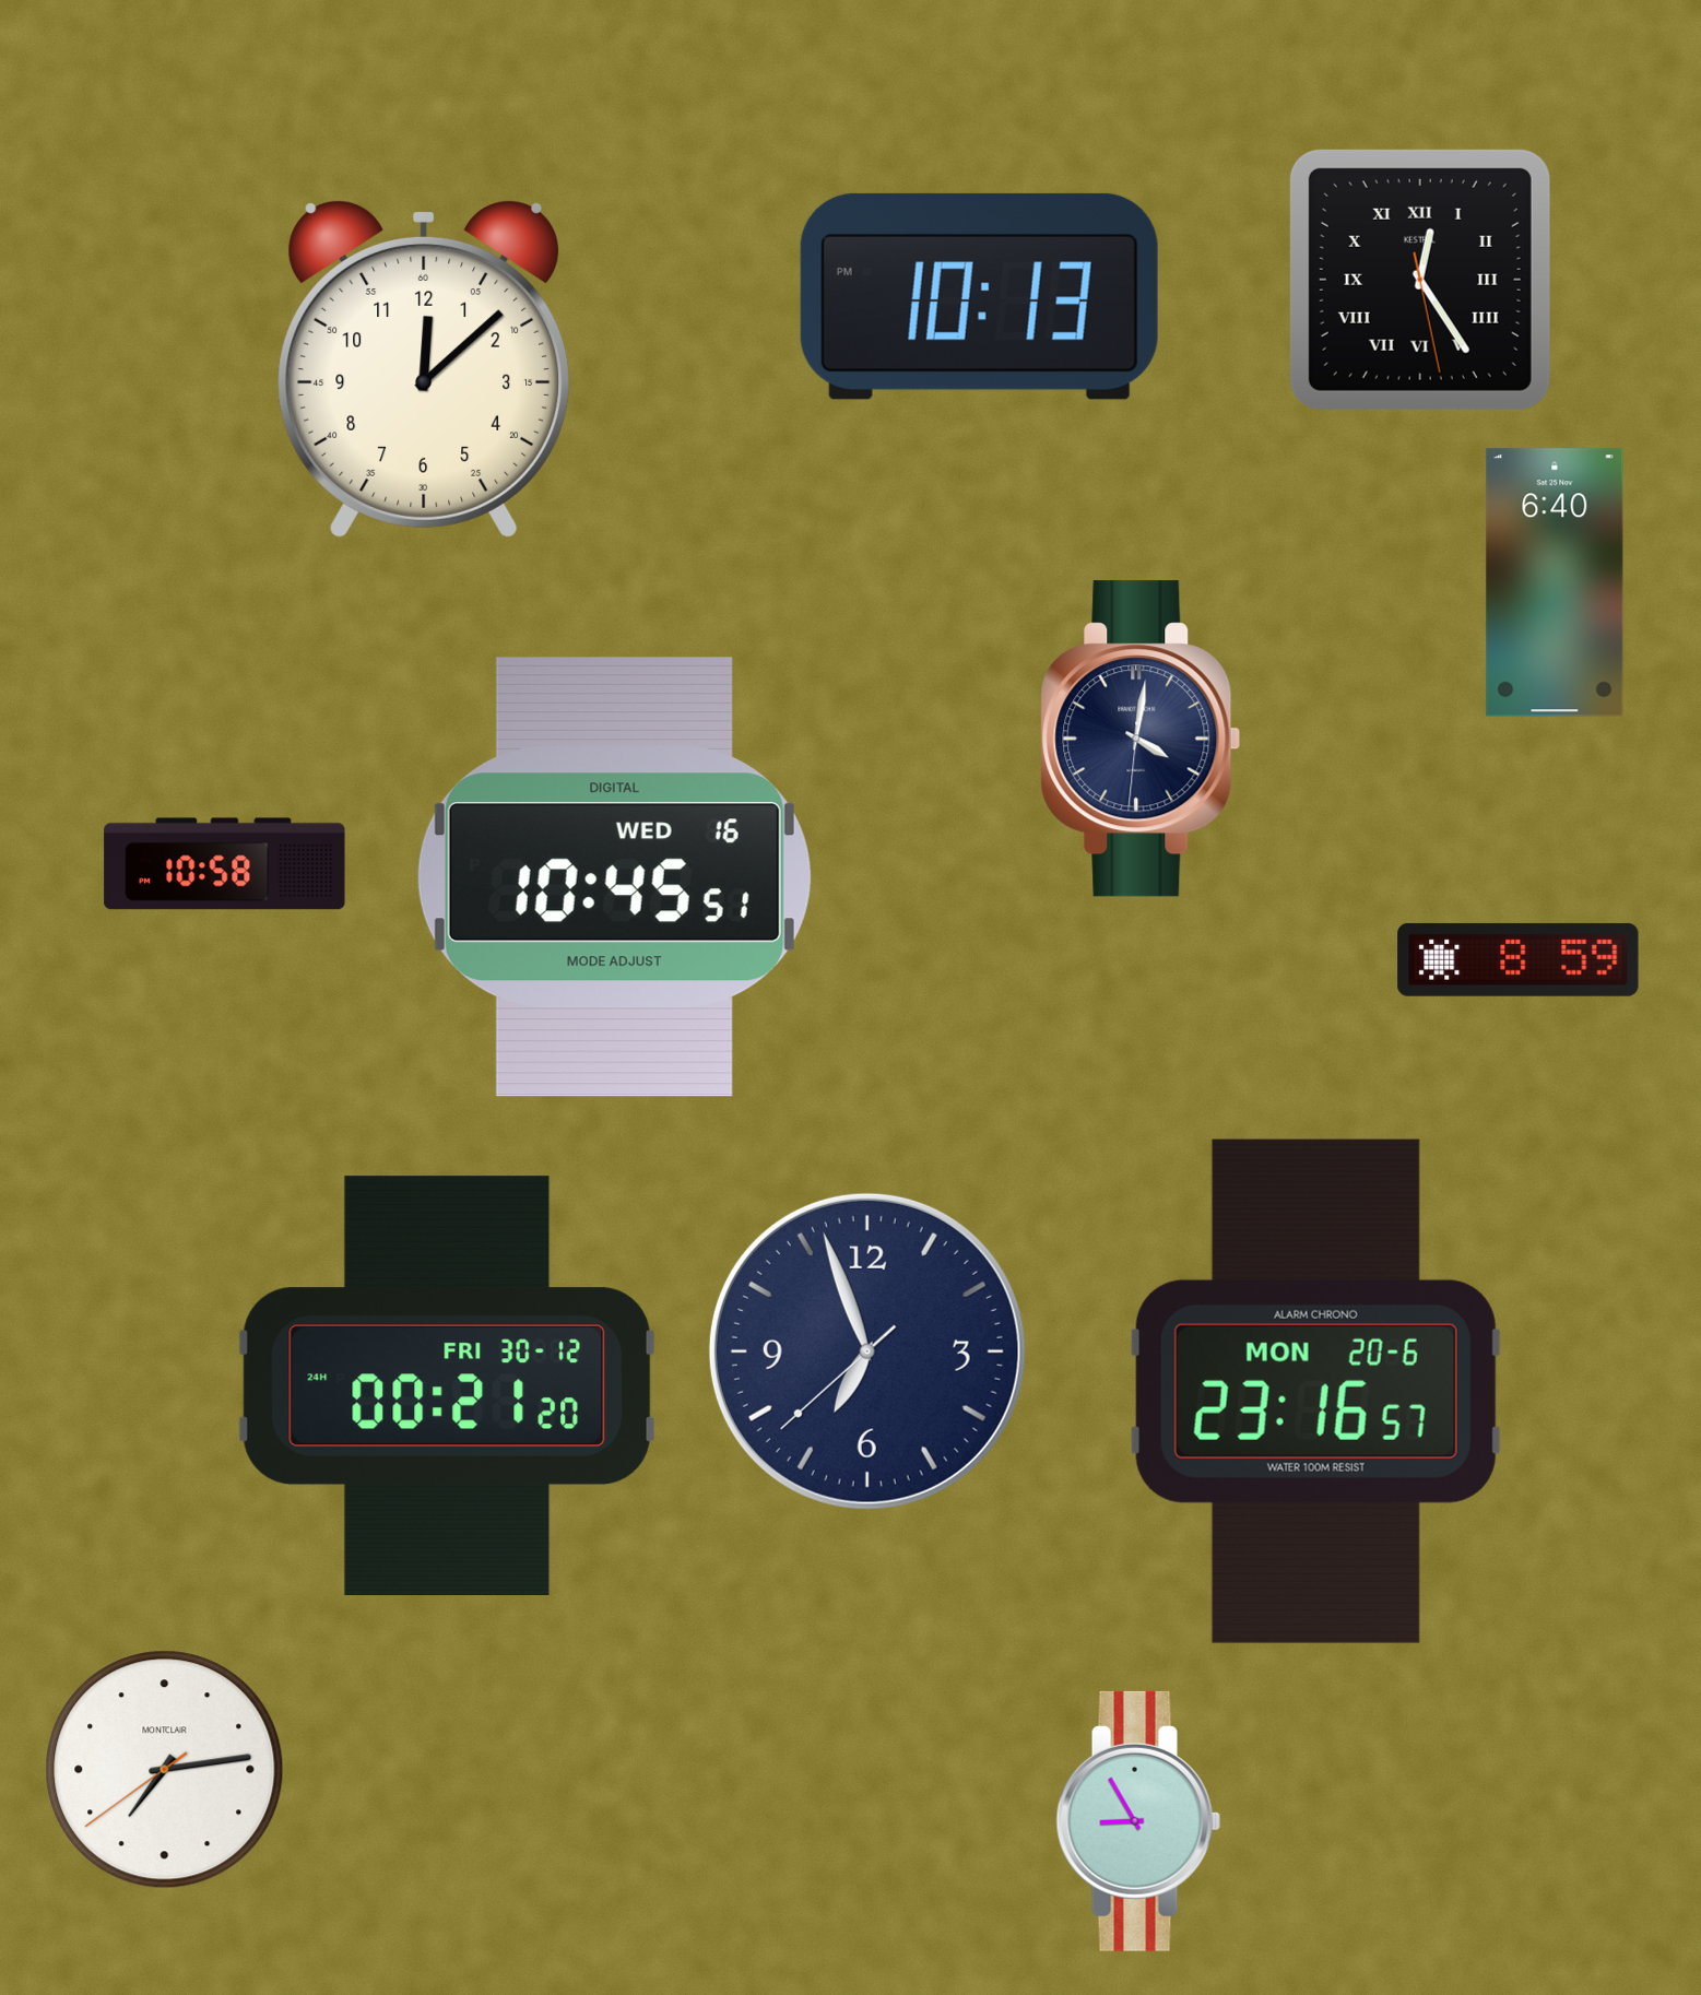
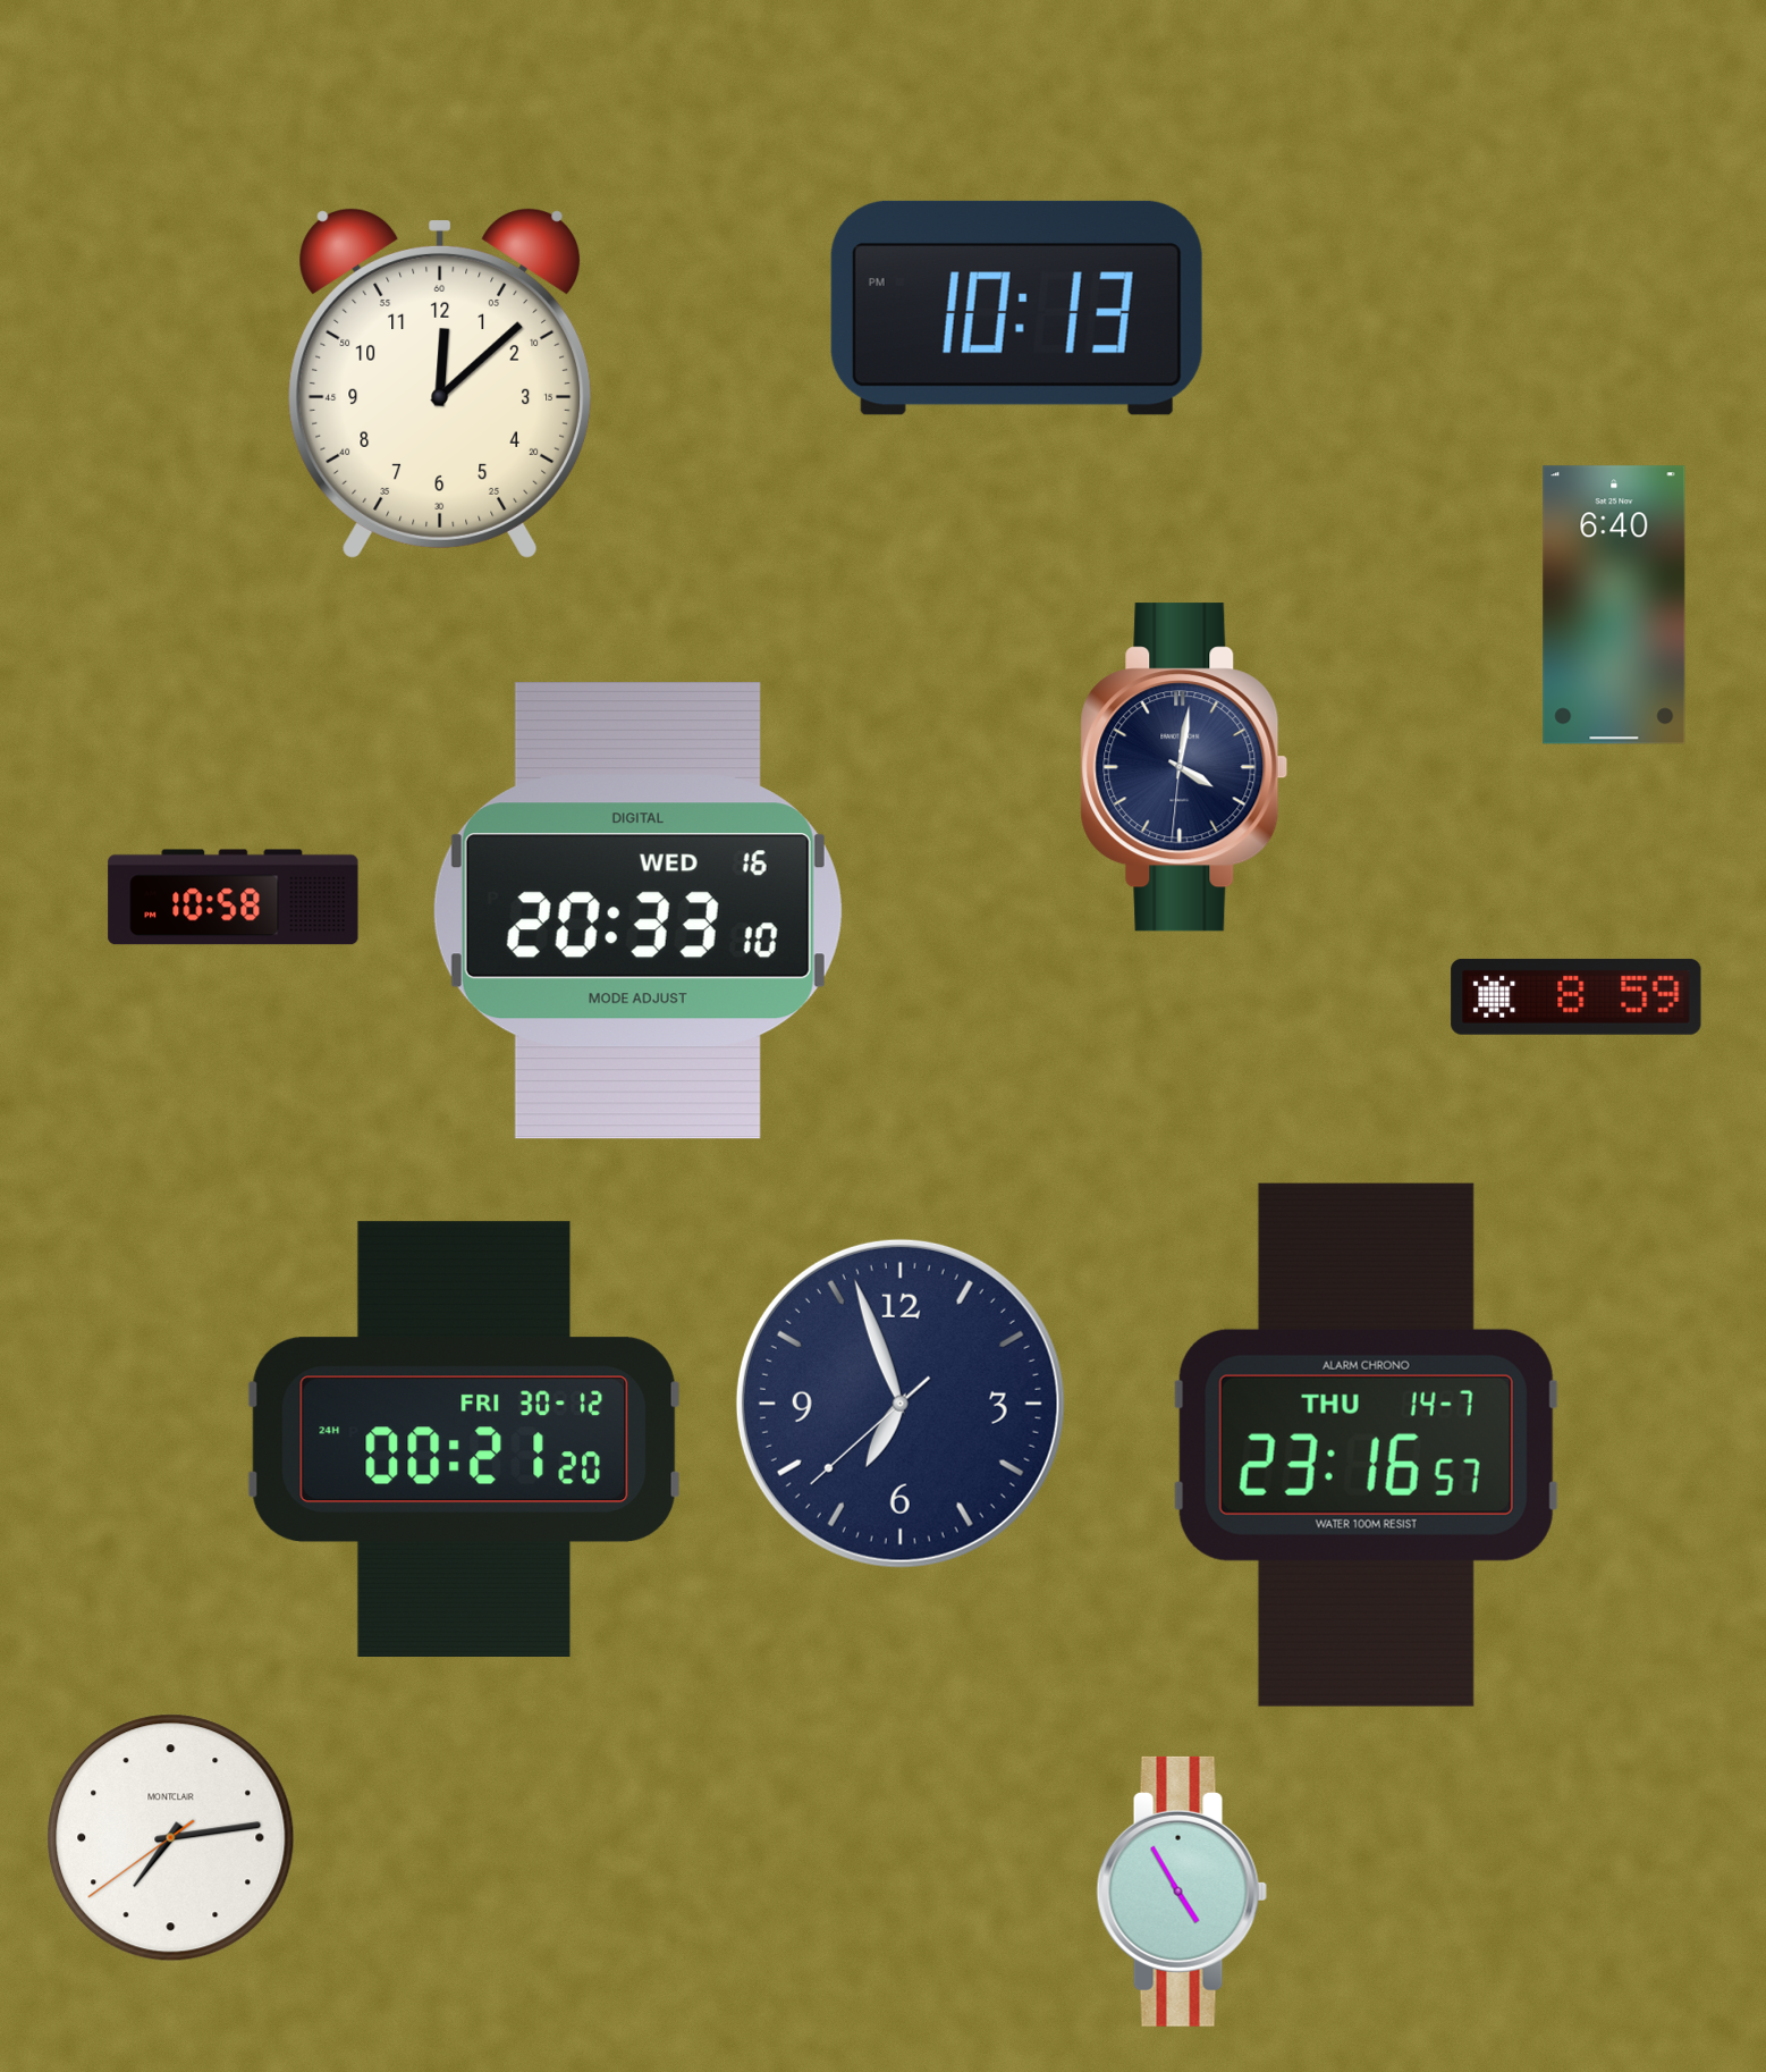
clock at (1420, 280): 12:24 -> none
clock at (614, 877): 10:45 -> 20:33
clock at (1315, 1391) date: MON 20-6 -> THU 14-7
clock at (1138, 1821): 8:55 -> 4:55
